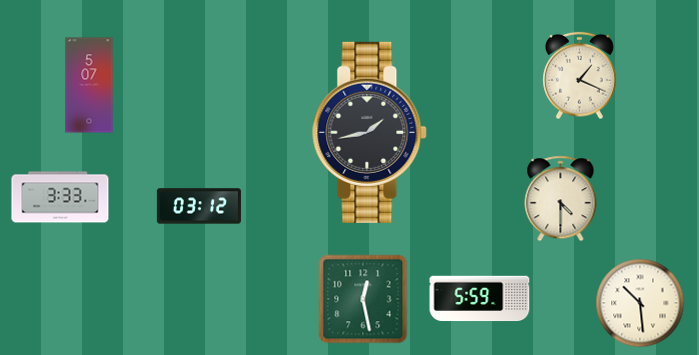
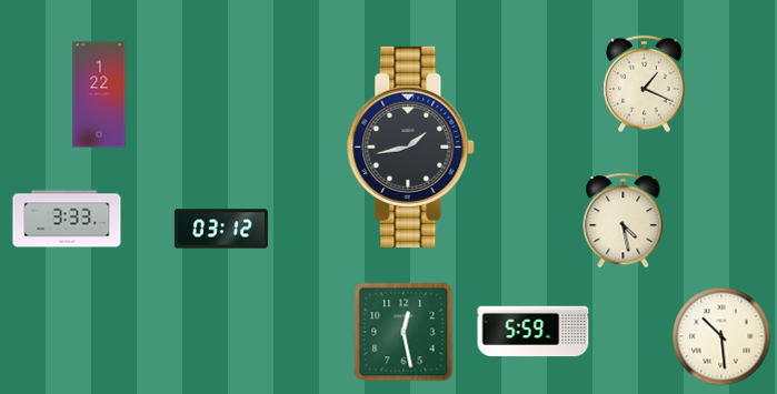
clock at (89, 85): 5:07 -> 1:22
clock at (561, 199): 4:30 -> 4:28
clock at (640, 303) position: (640, 303) -> (721, 336)
